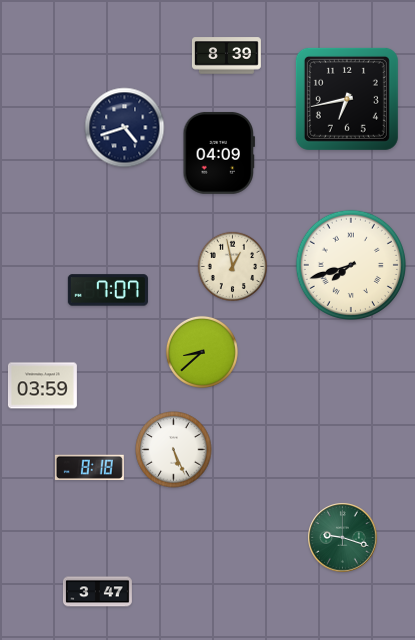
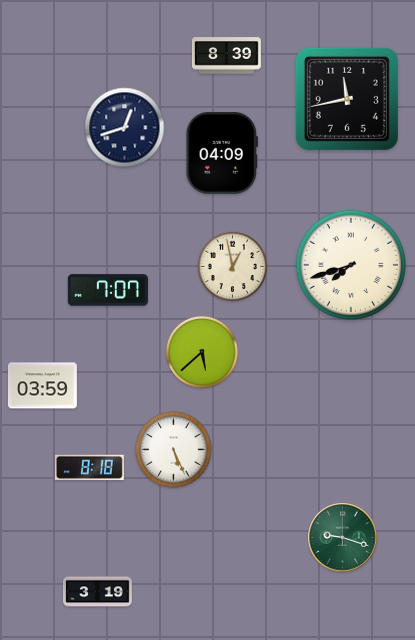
clock at (347, 99): 6:43 -> 11:43
clock at (125, 128): 4:42 -> 12:42
clock at (218, 153) position: (218, 153) -> (221, 153)
clock at (202, 352): 8:38 -> 5:38
clock at (97, 592): 3:47 -> 3:19
